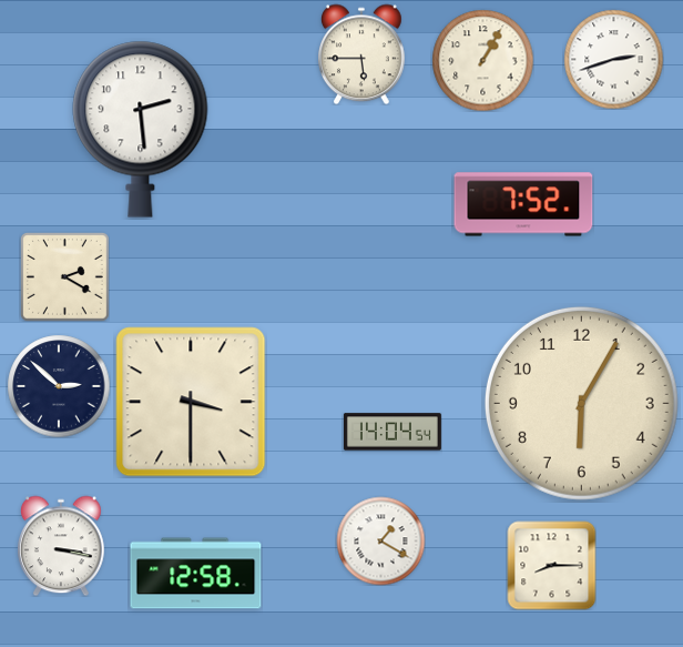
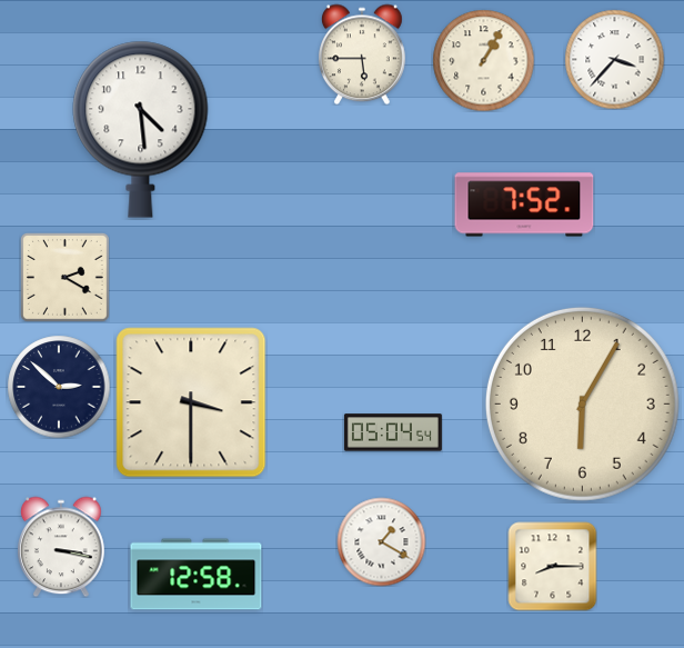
clock at (613, 59): 2:42 -> 3:37
clock at (141, 129): 2:29 -> 4:29
clock at (393, 432): 14:04 -> 05:04
